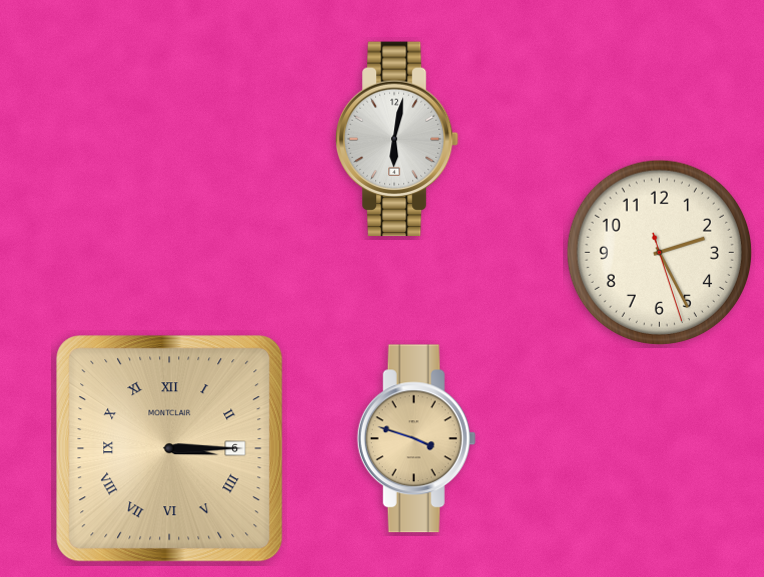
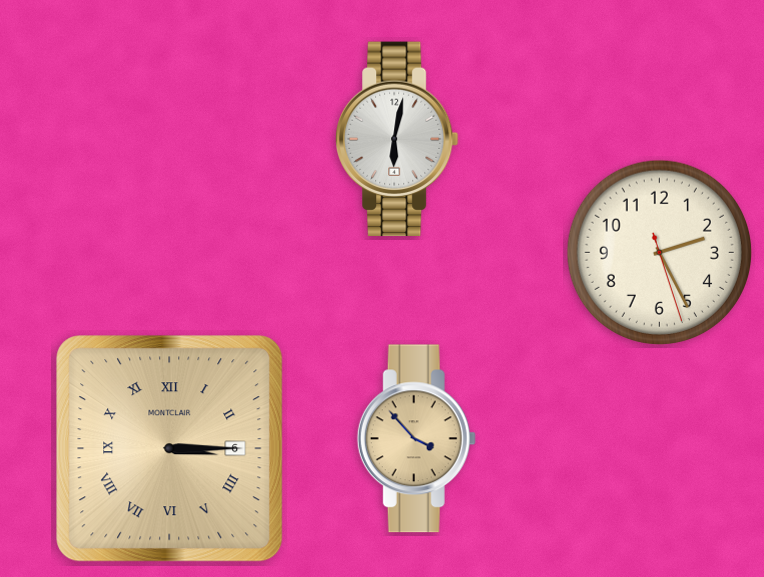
clock at (416, 439): 3:48 -> 3:53
